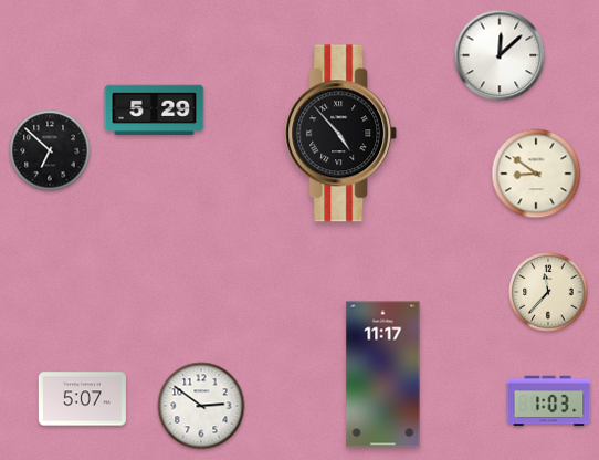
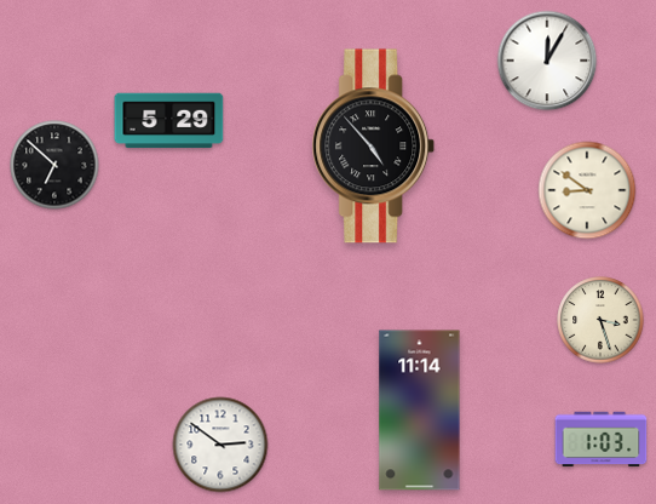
clock at (500, 55): 12:08 -> 12:05
clock at (548, 292): 11:37 -> 3:27
clock at (383, 375): 11:17 -> 11:14
clock at (82, 399): 5:07 -> none
